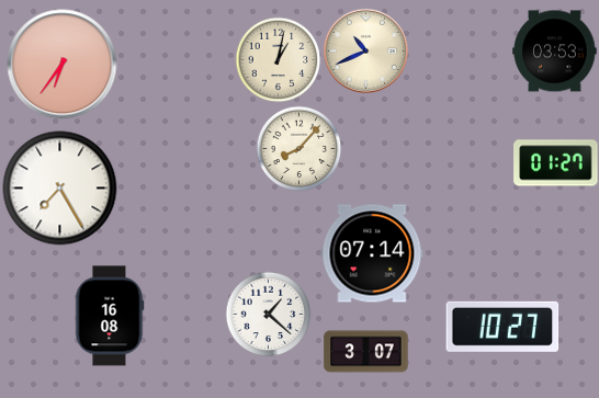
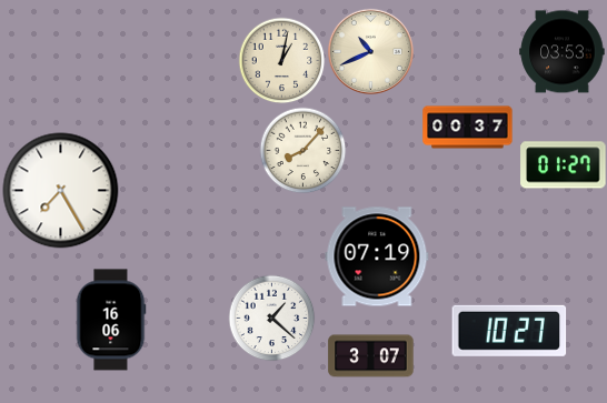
clock at (63, 65): 6:36 -> none
clock at (468, 128): none -> 00:37
clock at (372, 253): 07:14 -> 07:19
clock at (110, 316): 16:08 -> 16:06
